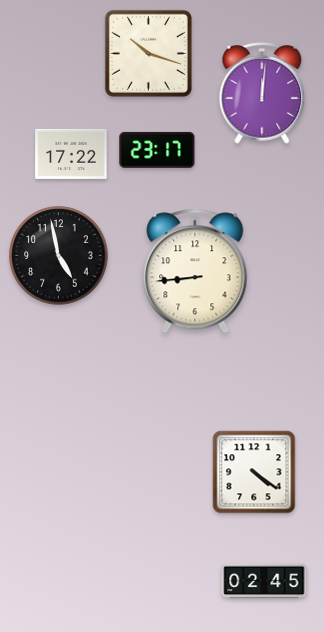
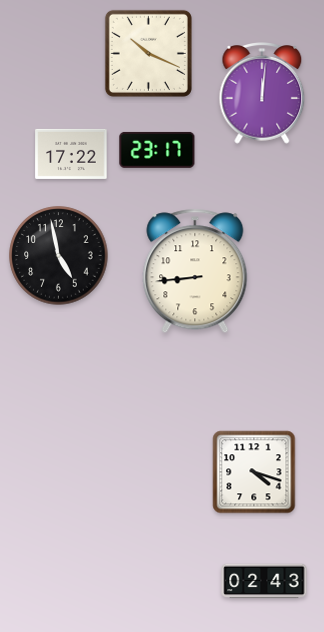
clock at (148, 53): 10:18 -> 10:19
clock at (254, 472): 4:21 -> 4:18
clock at (264, 581): 02:45 -> 02:43
